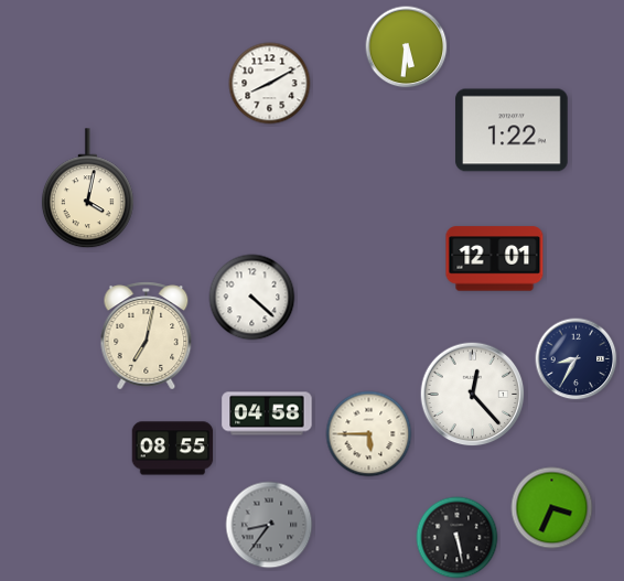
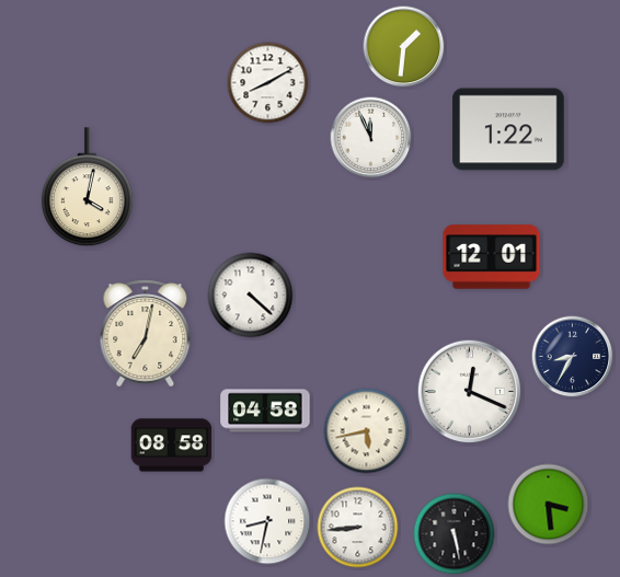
clock at (407, 47): 5:31 -> 1:31
clock at (371, 138): none -> 11:56
clock at (473, 395): 12:23 -> 12:19
clock at (369, 434): 5:45 -> 5:43
clock at (173, 449): 08:55 -> 08:58
clock at (552, 508): 3:34 -> 3:29
clock at (269, 525): 8:36 -> 8:32
clock at (269, 525) dial: grey -> white
clock at (358, 528): none -> 8:44
